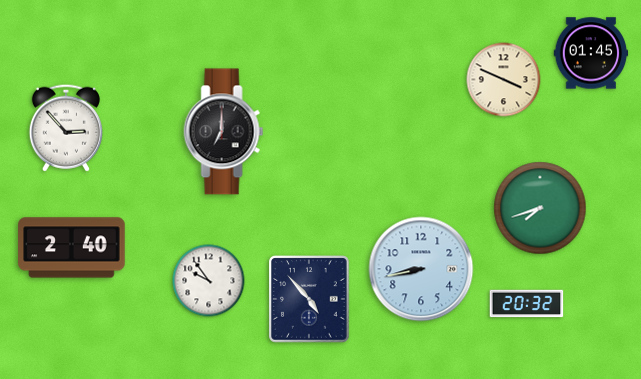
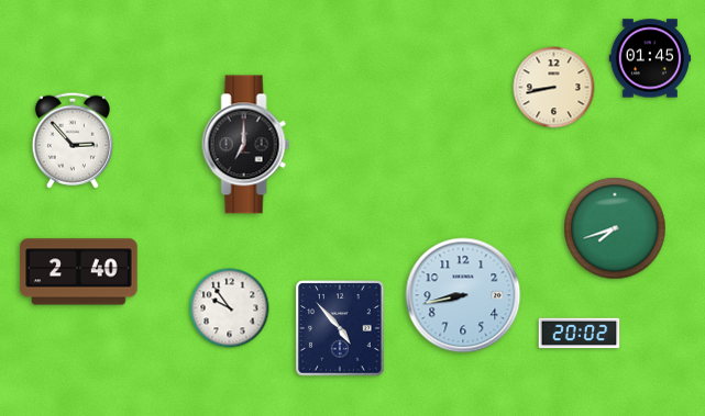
clock at (504, 80): 3:49 -> 8:43
clock at (540, 208) position: (540, 208) -> (615, 228)
clock at (527, 304): 20:32 -> 20:02
